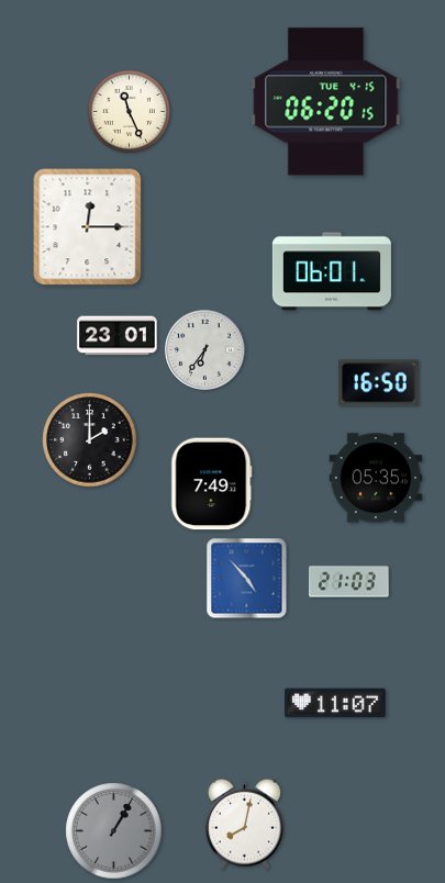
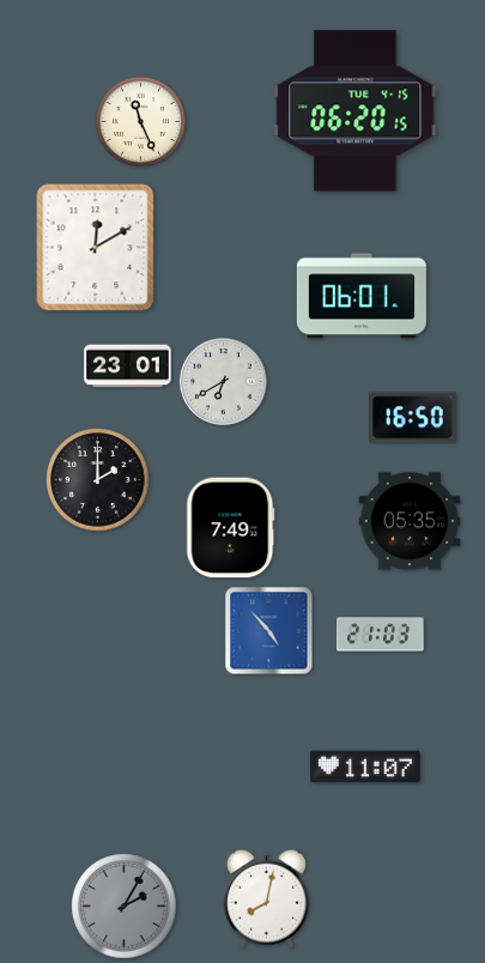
clock at (88, 227): 12:15 -> 12:10
clock at (205, 350): 6:36 -> 6:40
clock at (114, 831): 1:05 -> 2:05
